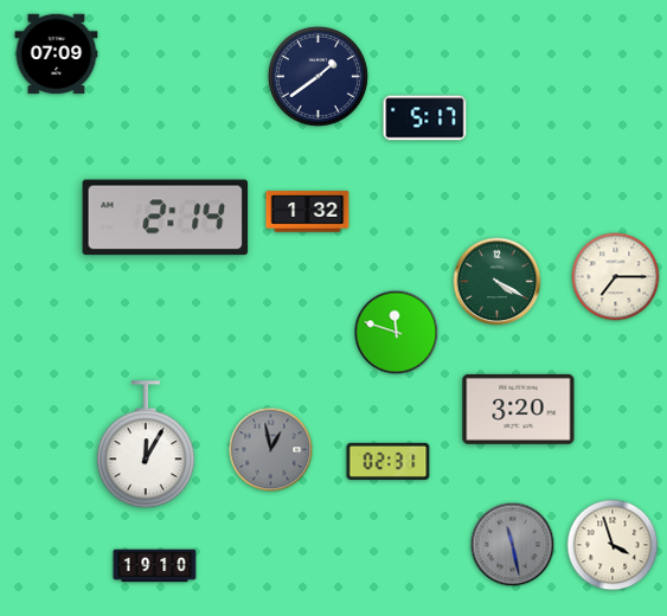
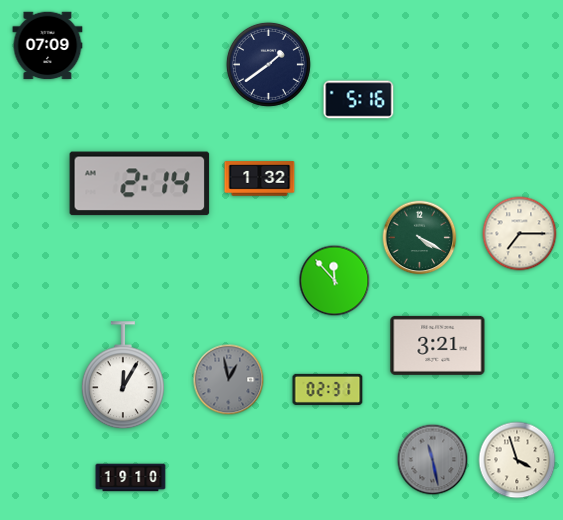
clock at (425, 118): 5:17 -> 5:16
clock at (397, 333): 11:48 -> 11:53
clock at (519, 409): 3:20 -> 3:21
